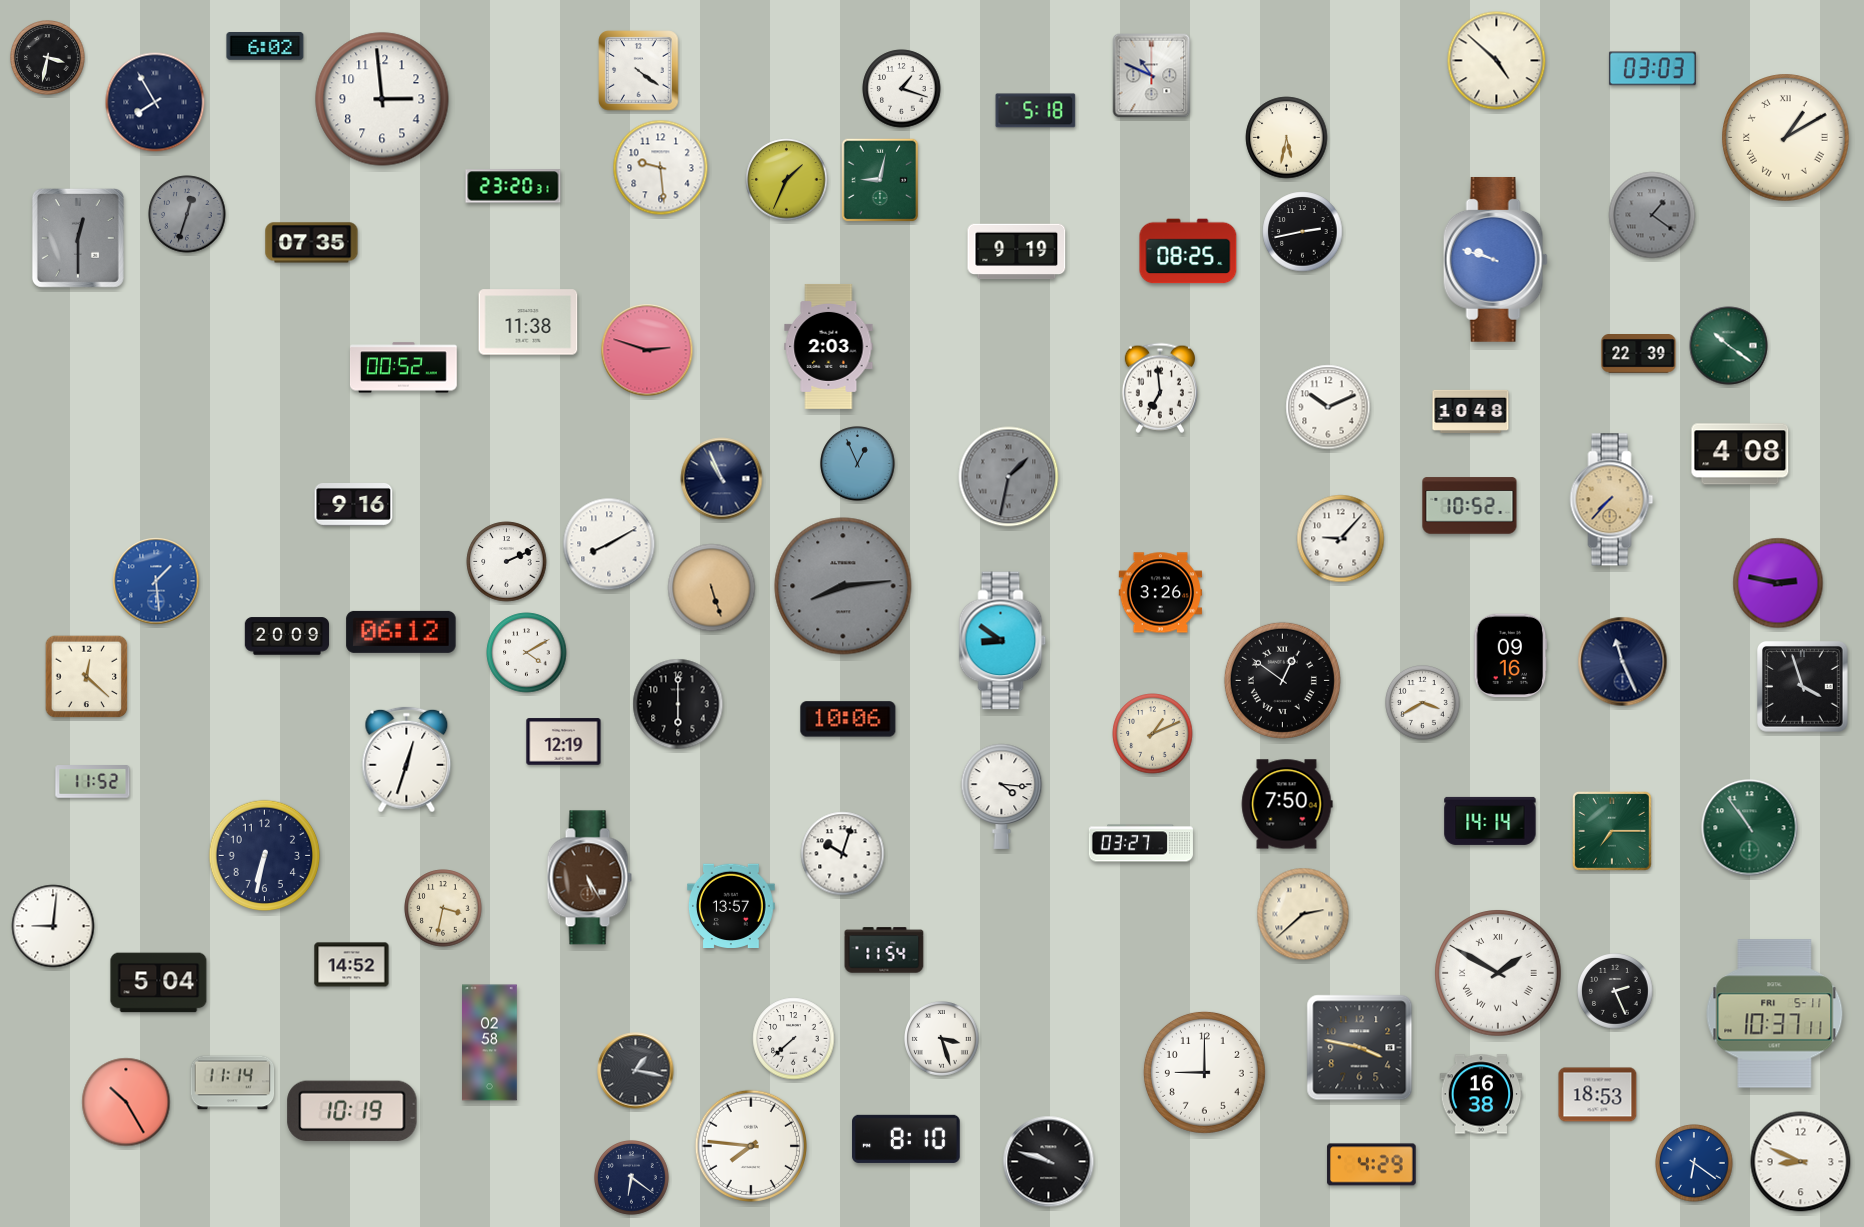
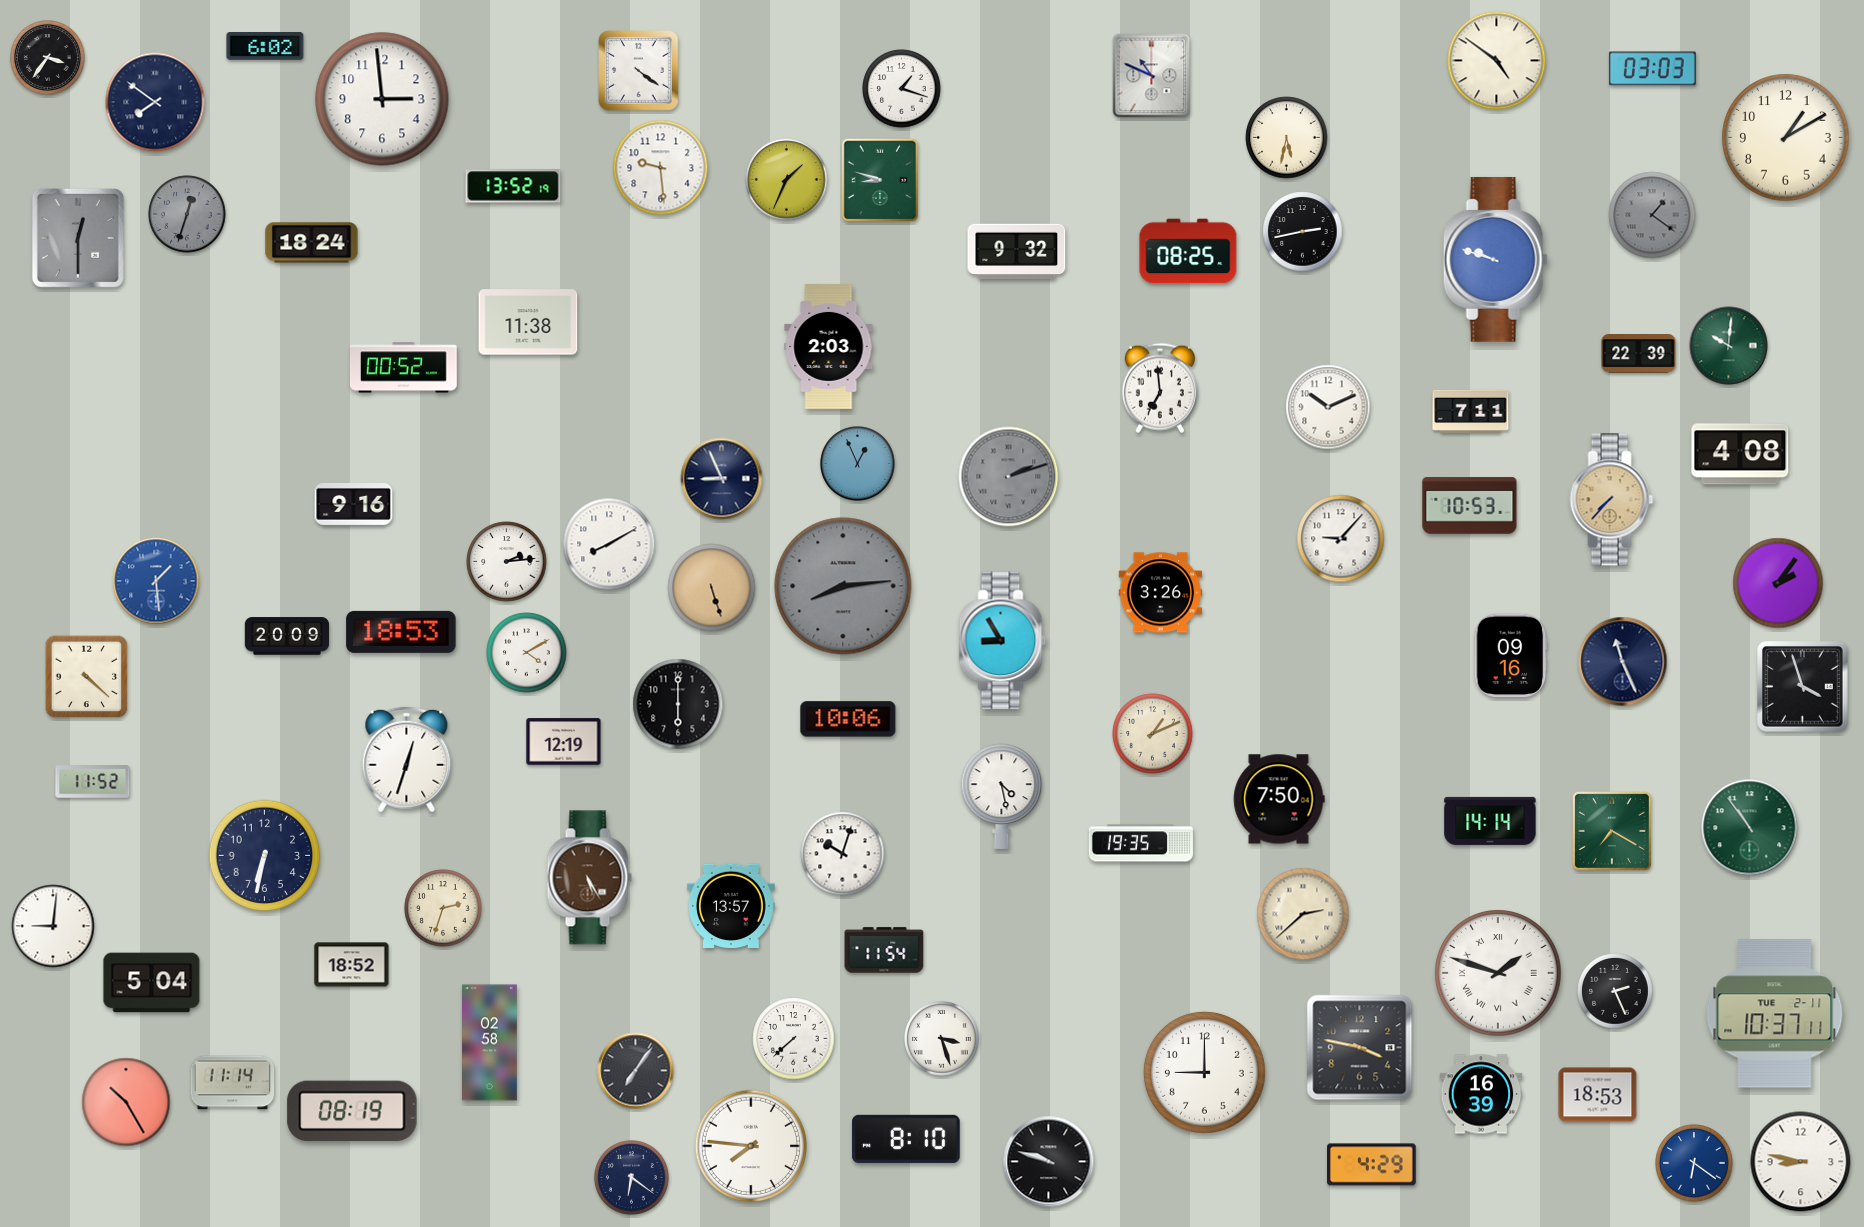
clock at (48, 58): 3:32 -> 3:36
clock at (1497, 61): 4:52 -> 4:51
clock at (155, 102): 7:55 -> 7:51
clock at (1036, 111): 5:18 -> none
clock at (1786, 138) numerals: Roman -> Arabic
clock at (880, 180): 9:02 -> 8:48
clock at (513, 186): 23:20 -> 13:52
clock at (312, 243): 07:35 -> 18:24
clock at (1017, 252): 9:19 -> 9:32
clock at (1729, 346): 10:21 -> 10:01
clock at (647, 350): 2:48 -> none
clock at (1471, 411): 10:48 -> 7:11
clock at (1009, 477): 1:32 -> 2:12
clock at (722, 479): 10:56 -> 8:56
clock at (1470, 506): 10:52 -> 10:53
clock at (507, 562): 2:11 -> 2:14
clock at (1778, 583): 2:47 -> 2:06
clock at (401, 632): 06:12 -> 18:53
clock at (1003, 641): 8:51 -> 8:55
clock at (87, 677): 12:22 -> 4:22
clock at (1282, 680): 12:51 -> none
clock at (1423, 703): 3:40 -> none
clock at (1002, 796): 4:16 -> 4:28
clock at (1287, 804) position: (1287, 804) -> (1279, 799)
clock at (1612, 831): 7:15 -> 7:20
clock at (1141, 843): 03:27 -> 19:35
clock at (443, 908): 3:32 -> 2:33
clock at (352, 965): 14:52 -> 18:52
clock at (1498, 973): 1:50 -> 1:48
clock at (159, 983) position: (159, 983) -> (152, 983)
clock at (1775, 1014) date: FRI 5-11 -> TUE 2-11
clock at (636, 1071): 1:17 -> 7:06
clock at (1481, 1094): 16:38 -> 16:39
clock at (352, 1111): 10:19 -> 08:19
clock at (1801, 1162): 8:49 -> 8:47
